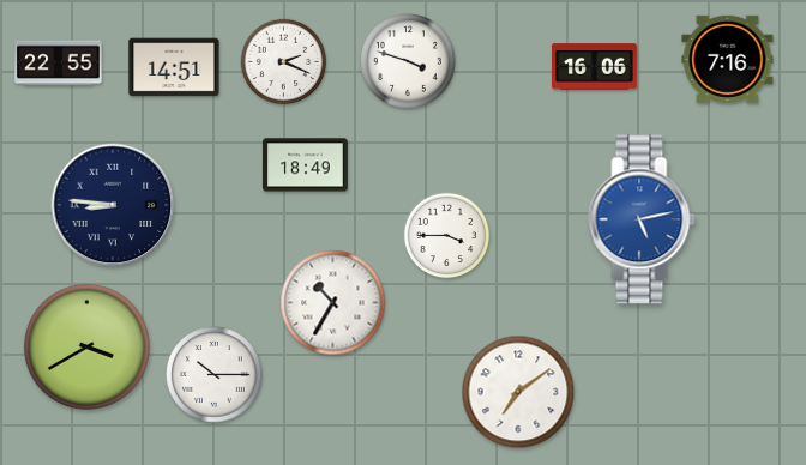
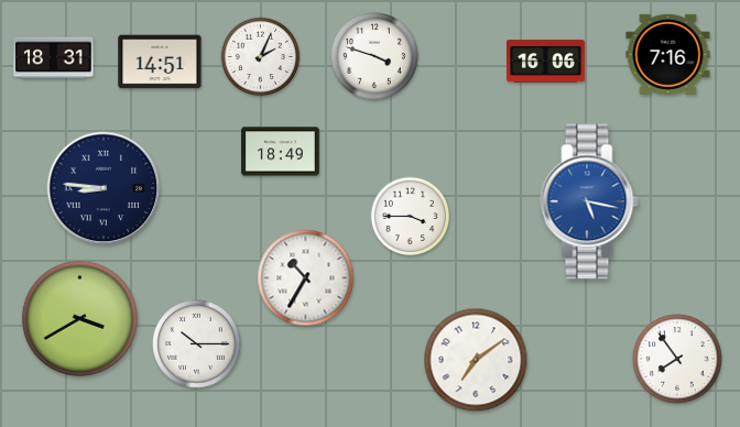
clock at (284, 62): 2:19 -> 2:04
clock at (59, 64): 22:55 -> 18:31
clock at (642, 219): 5:13 -> 5:17
clock at (677, 359): none -> 7:54
